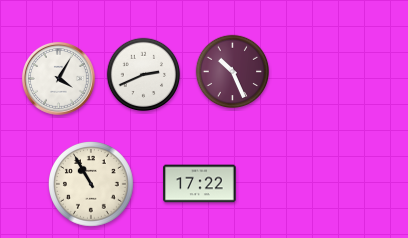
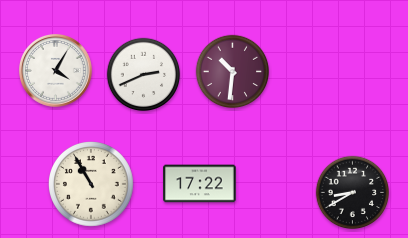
clock at (233, 72): 10:26 -> 10:31
clock at (58, 78) position: (58, 78) -> (55, 70)
clock at (353, 193): none -> 8:40
